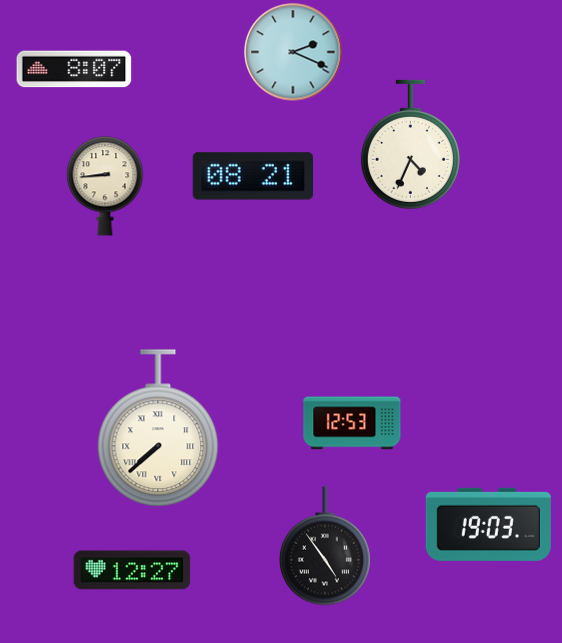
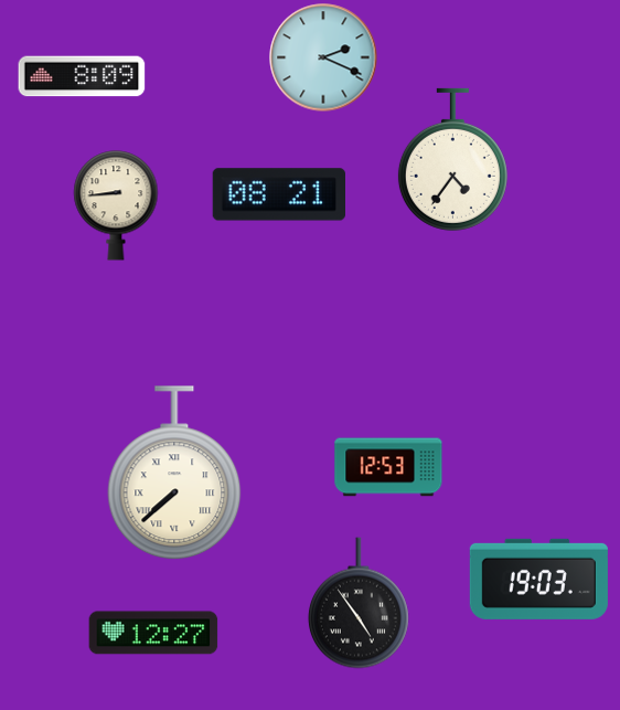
clock at (74, 69): 8:07 -> 8:09
clock at (410, 144): 4:34 -> 4:36
clock at (132, 570) position: (132, 570) -> (153, 633)
